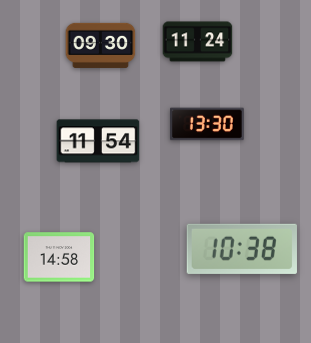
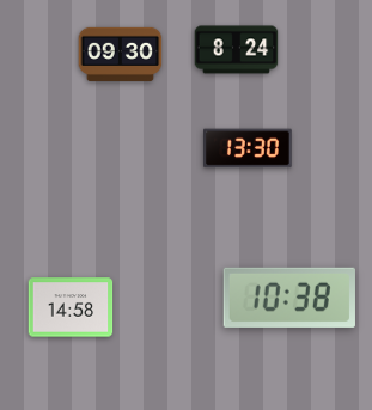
clock at (198, 42): 11:24 -> 8:24
clock at (98, 141): 11:54 -> none
